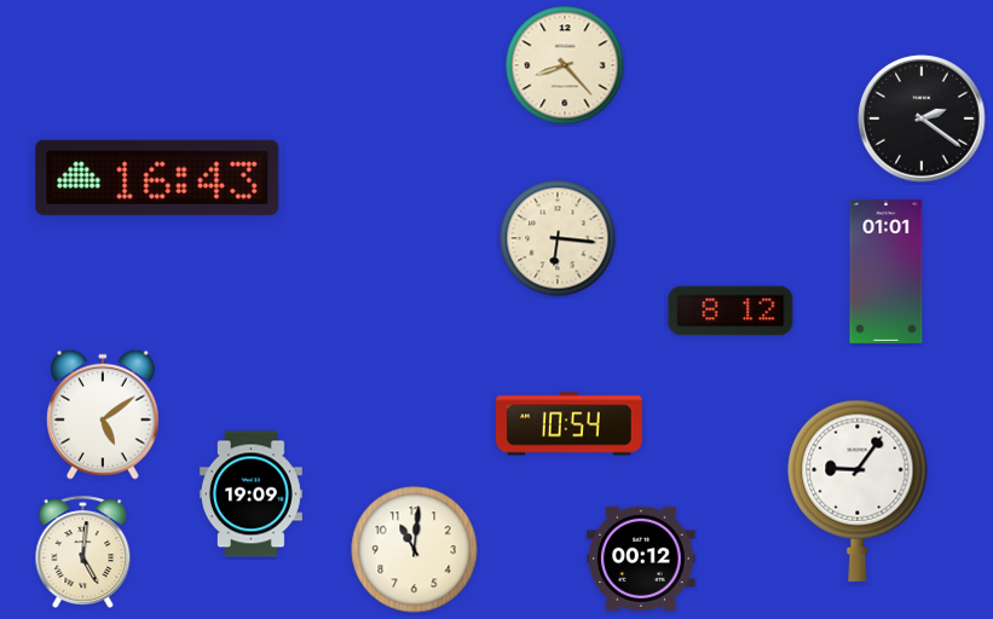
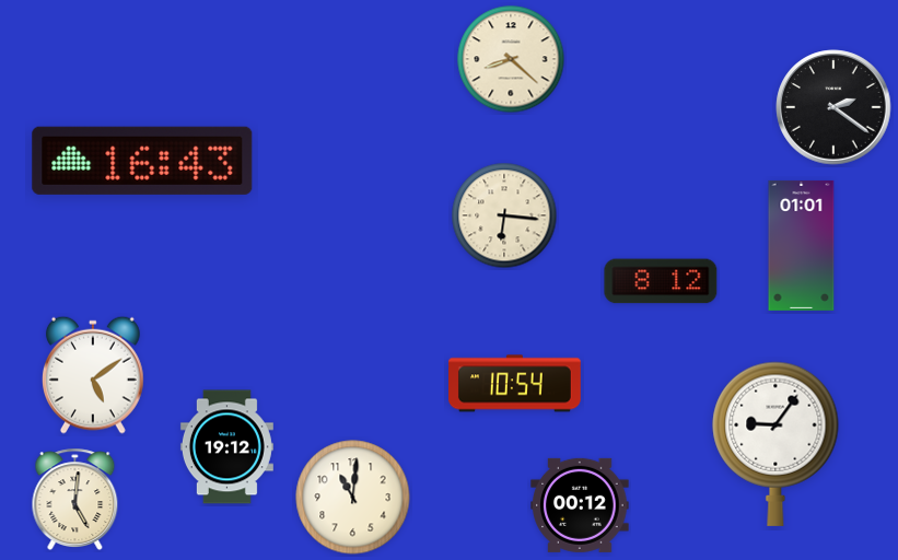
clock at (565, 65): 8:23 -> 8:22
clock at (250, 494): 19:09 -> 19:12
clock at (415, 550) position: (415, 550) -> (353, 498)
